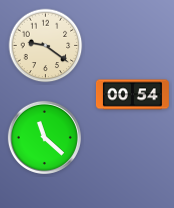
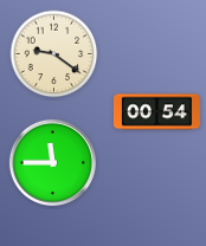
clock at (44, 137): 11:22 -> 11:45
